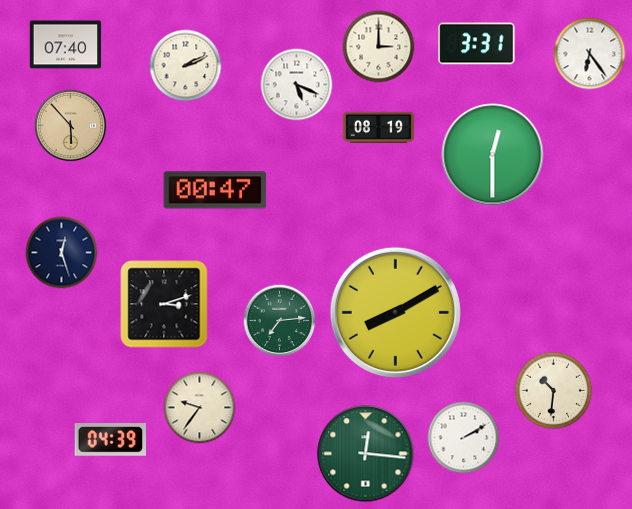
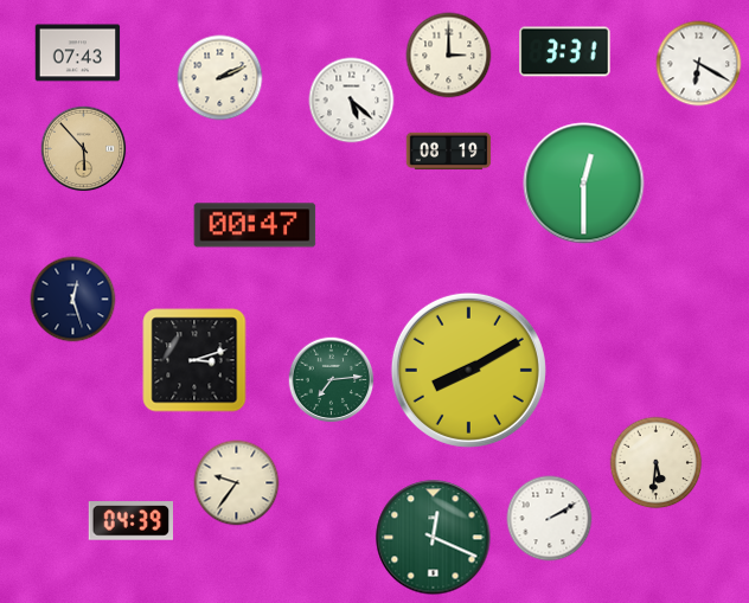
clock at (66, 45): 07:40 -> 07:43
clock at (590, 54): 6:24 -> 6:20
clock at (297, 85): 5:19 -> 5:22
clock at (554, 391): 10:31 -> 5:31
clock at (366, 454): 12:16 -> 12:19
